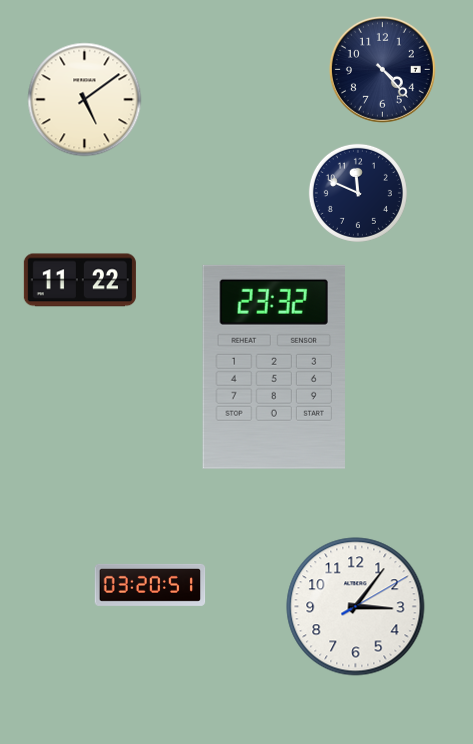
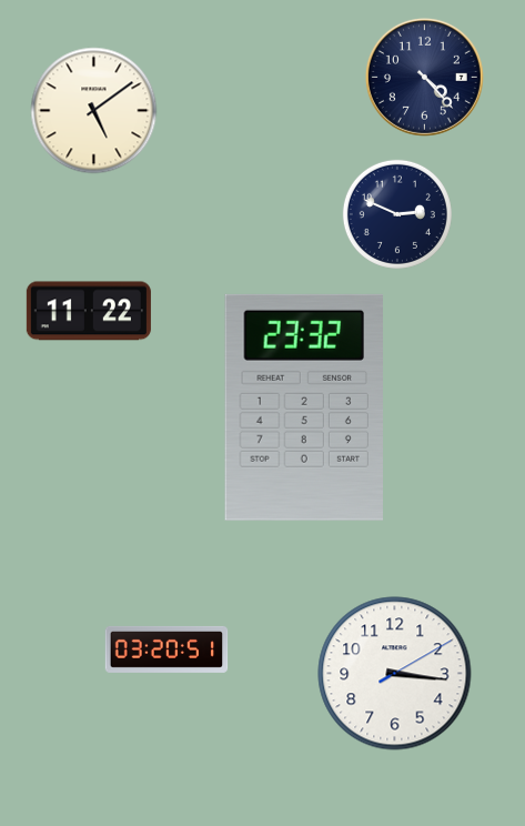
clock at (358, 193): 11:49 -> 2:49
clock at (356, 607): 3:06 -> 3:16
